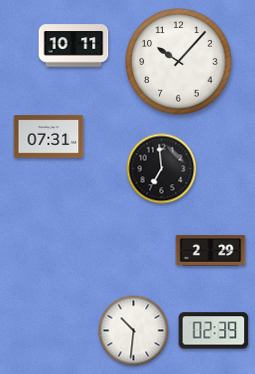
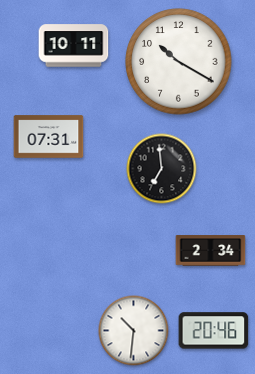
clock at (179, 62): 10:07 -> 10:20
clock at (211, 251): 2:29 -> 2:34
clock at (214, 331): 02:39 -> 20:46
